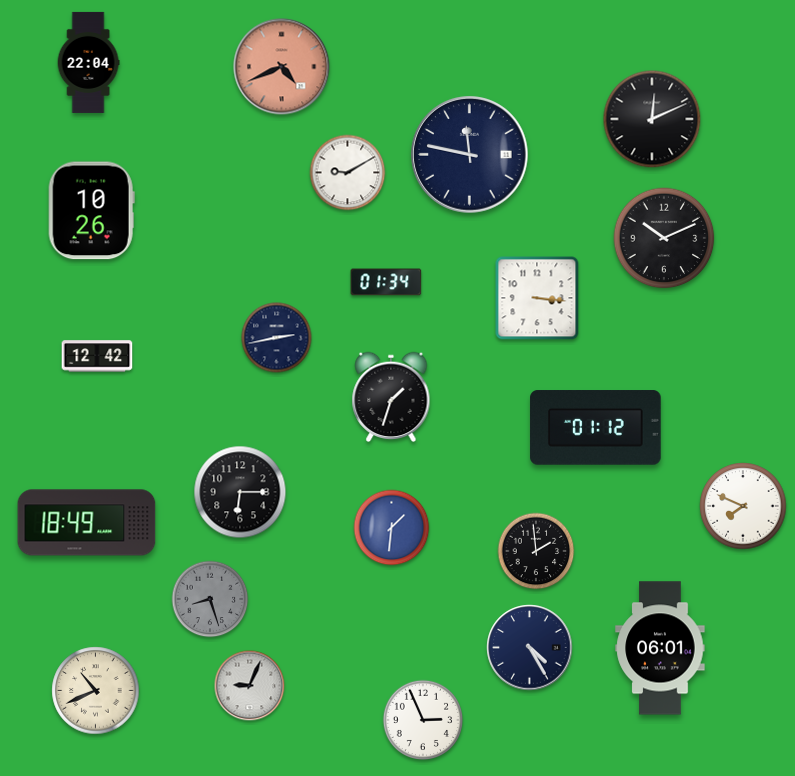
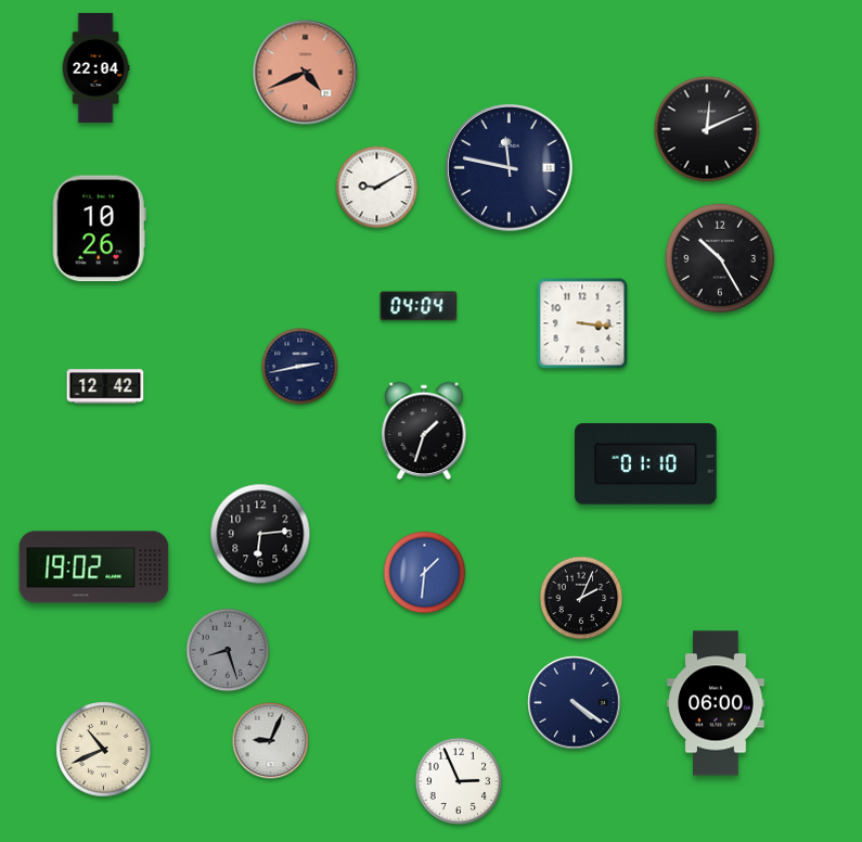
clock at (664, 238): 10:11 -> 10:25
clock at (386, 282): 01:34 -> 04:04
clock at (596, 428): 01:12 -> 01:10
clock at (240, 492): 6:15 -> 6:14
clock at (743, 506): 7:49 -> none
clock at (87, 523): 18:49 -> 19:02
clock at (536, 551): 1:59 -> 2:04
clock at (530, 648): 4:25 -> 4:21
clock at (660, 648): 06:01 -> 06:00
clock at (250, 686) position: (250, 686) -> (271, 741)
